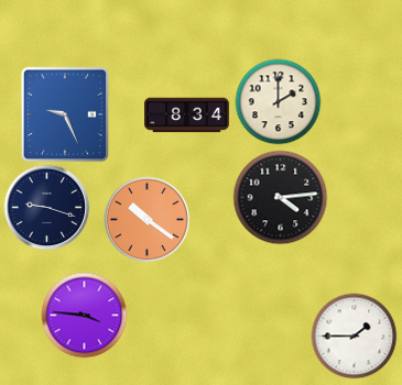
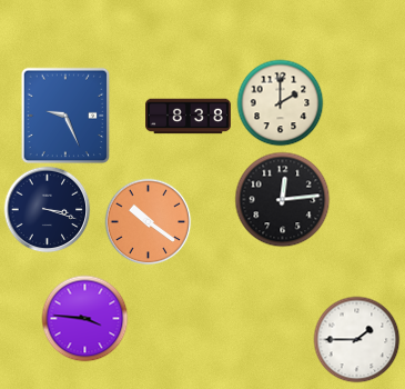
clock at (187, 116): 8:34 -> 8:38
clock at (280, 197): 4:14 -> 12:14
clock at (46, 207): 9:18 -> 3:18
